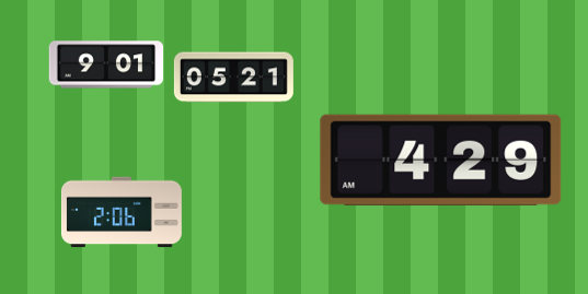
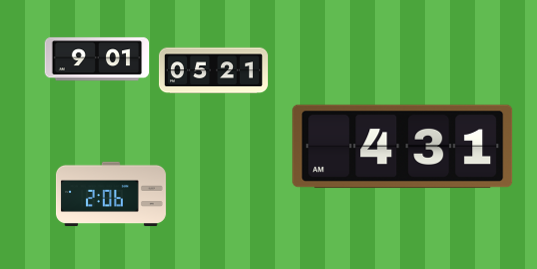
clock at (441, 160): 4:29 -> 4:31
